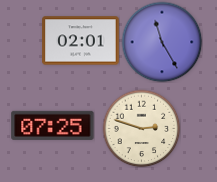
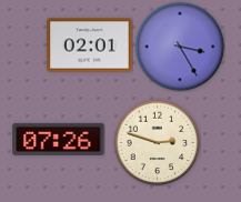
clock at (162, 42): 11:25 -> 3:25
clock at (53, 125): 07:25 -> 07:26
